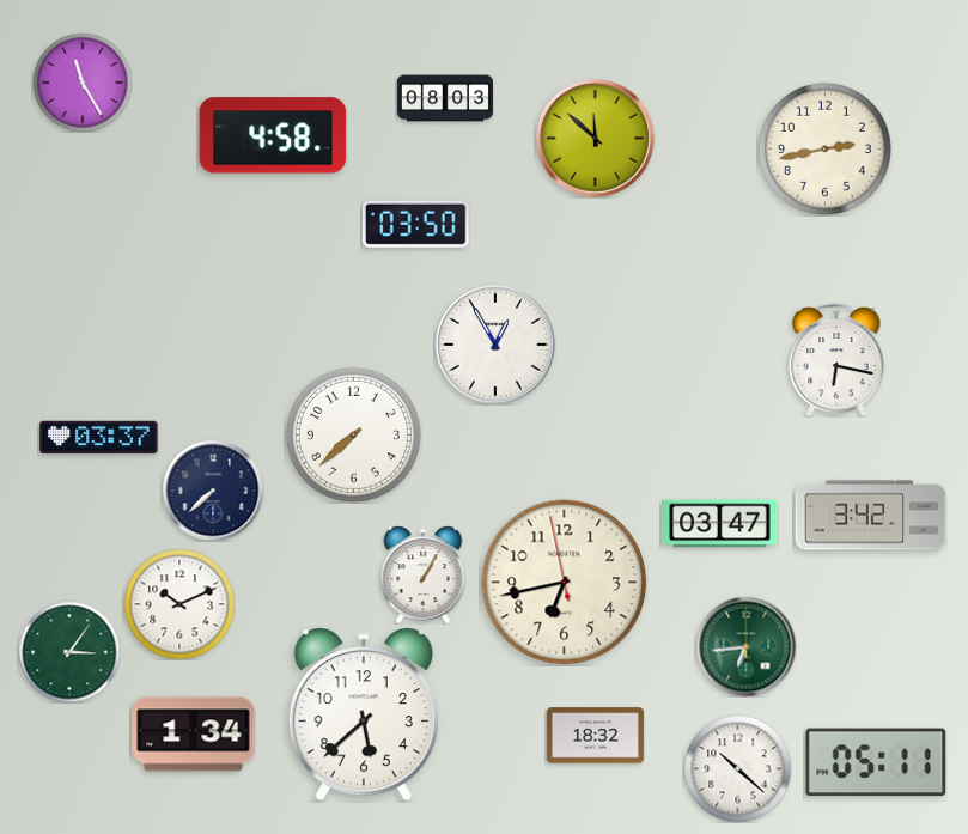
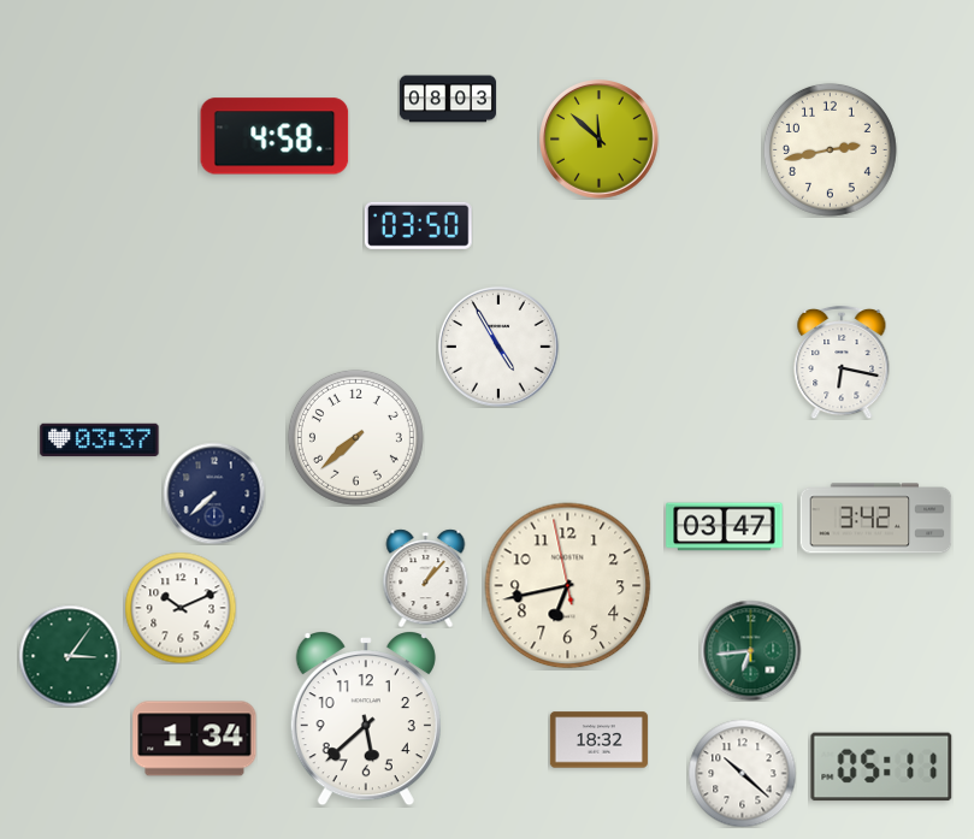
clock at (83, 83): 11:25 -> none
clock at (495, 345): 12:55 -> 4:55
clock at (424, 574): 1:05 -> 1:07
